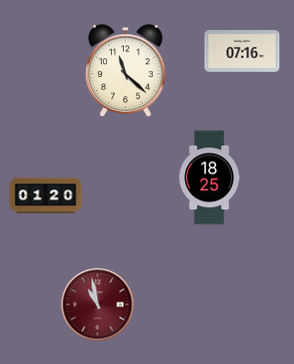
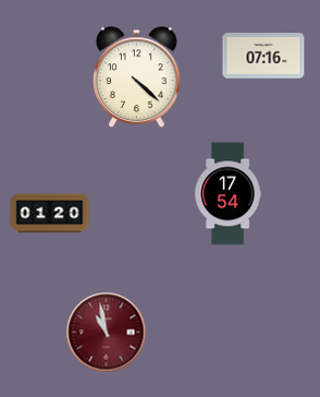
clock at (126, 71): 11:22 -> 4:22
clock at (209, 178): 18:25 -> 17:54
